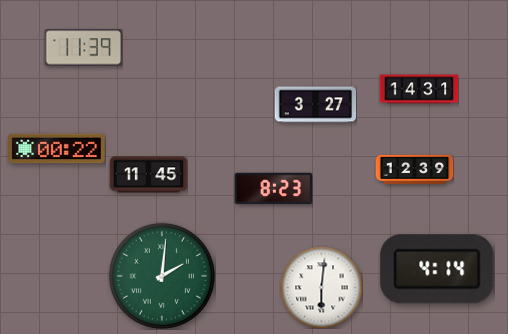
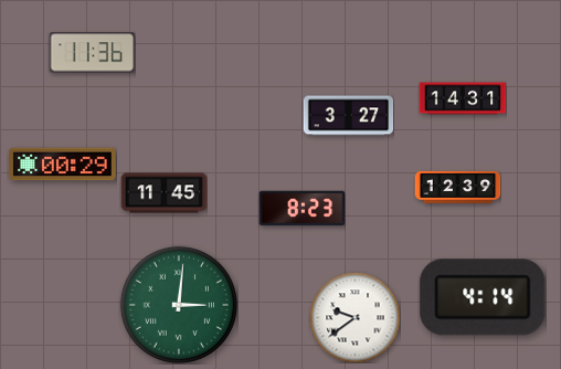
clock at (83, 48): 11:39 -> 11:36
clock at (57, 149): 00:22 -> 00:29
clock at (162, 276): 2:01 -> 3:01
clock at (321, 287): 6:01 -> 9:39
